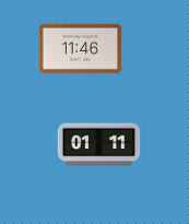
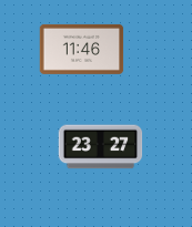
clock at (99, 145): 01:11 -> 23:27
